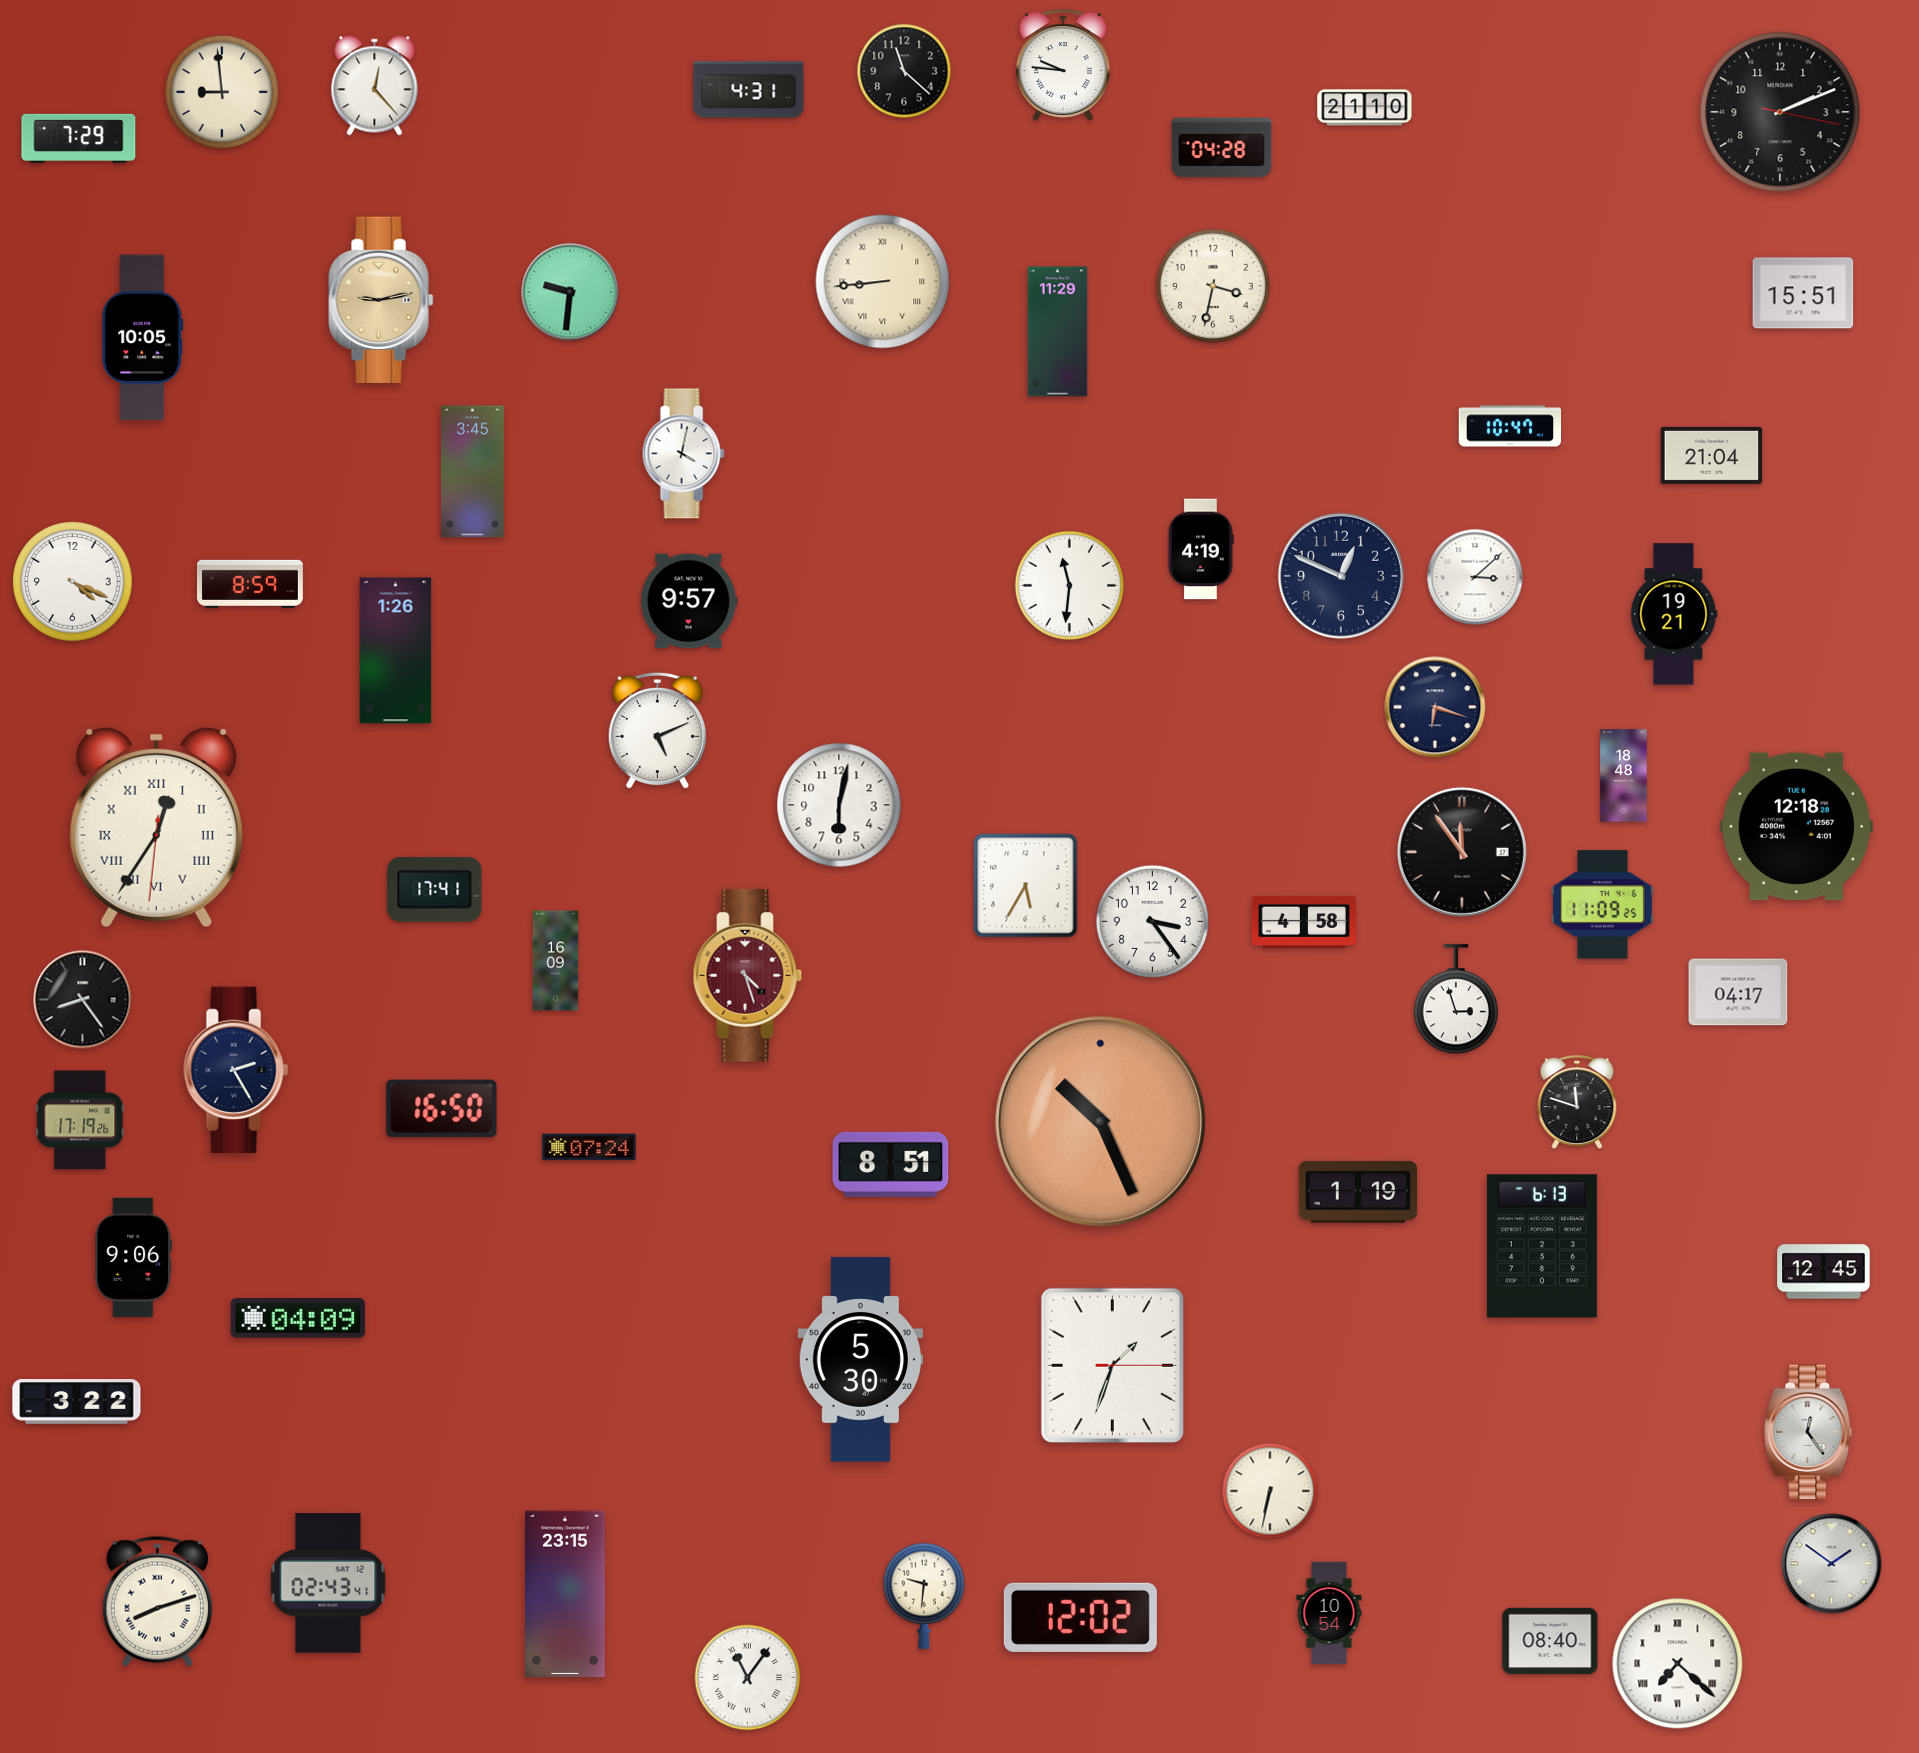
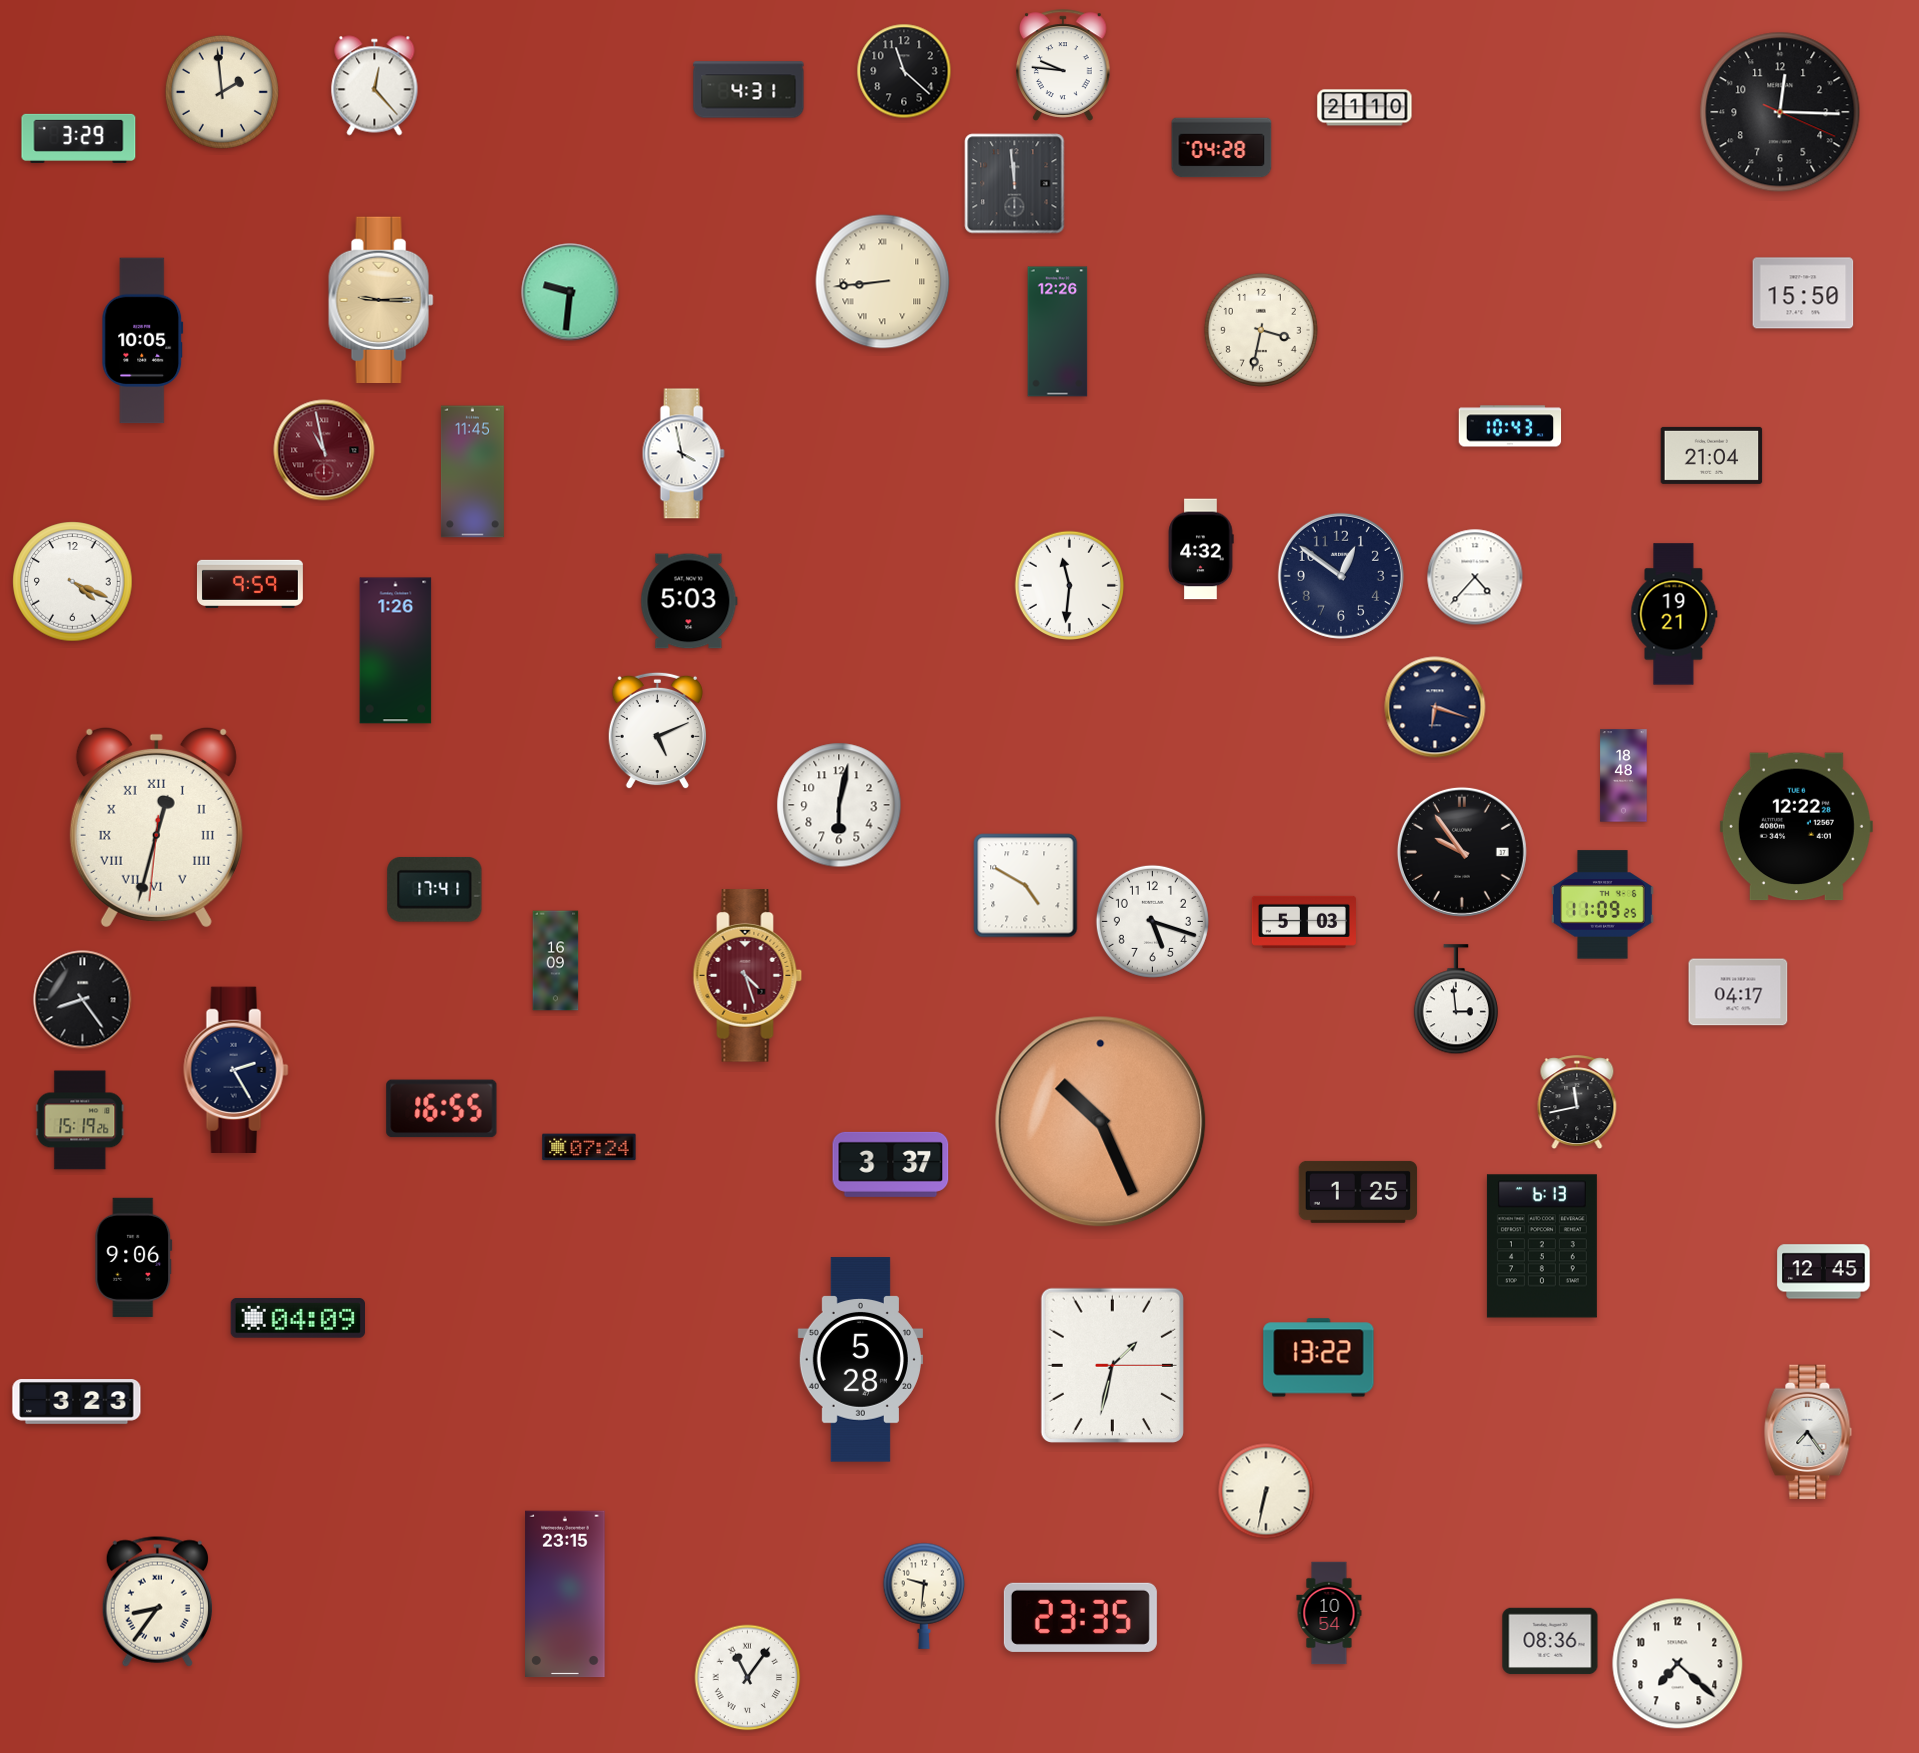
clock at (222, 92): 8:59 -> 1:59
clock at (1780, 112): 2:11 -> 12:15
clock at (79, 138): 7:29 -> 3:29
clock at (1015, 184): none -> 11:59
clock at (1213, 286) position: (1213, 286) -> (1261, 330)
clock at (1803, 293): 15:51 -> 15:50
clock at (381, 299): 9:13 -> 9:15
clock at (1058, 332): 11:29 -> 12:26
clock at (143, 338) position: (143, 338) -> (143, 341)
clock at (1510, 426): 10:47 -> 10:43
clock at (324, 450): none -> 10:58
clock at (683, 454): 4:02 -> 3:58
clock at (472, 472): 3:45 -> 11:45
clock at (1201, 549): 4:19 -> 4:32
clock at (1341, 576): 12:49 -> 12:51
clock at (1475, 577): 3:08 -> 4:37
clock at (250, 584): 8:59 -> 9:59
clock at (689, 601): 9:57 -> 5:03
clock at (156, 827): 12:35 -> 12:32
clock at (1796, 827): 12:18 -> 12:22
clock at (1462, 852): 11:54 -> 9:54
clock at (1026, 886): 5:35 -> 4:50
clock at (1152, 921): 3:24 -> 5:18
clock at (1304, 922): 4:58 -> 5:03
clock at (1456, 1000): 2:57 -> 2:59
clock at (1577, 1103): 11:48 -> 11:43
clock at (442, 1109): 16:50 -> 16:55
clock at (80, 1120): 17:19 -> 15:19
clock at (891, 1164): 8:51 -> 3:37
clock at (1358, 1192): 1:19 -> 1:25
clock at (1319, 1358): none -> 13:22
clock at (860, 1360): 5:30 -> 5:28
clock at (1112, 1365): 1:33 -> 1:32
clock at (77, 1402): 3:22 -> 3:23
clock at (1808, 1432): 12:24 -> 7:24
clock at (1270, 1491) position: (1270, 1491) -> (1266, 1491)
clock at (1832, 1564): 1:51 -> none
clock at (328, 1583): 02:43 -> none
clock at (157, 1601): 8:12 -> 8:36
clock at (1080, 1617): 12:02 -> 23:35
clock at (1550, 1641): 08:40 -> 08:36
clock at (1678, 1664) numerals: Roman -> Arabic
